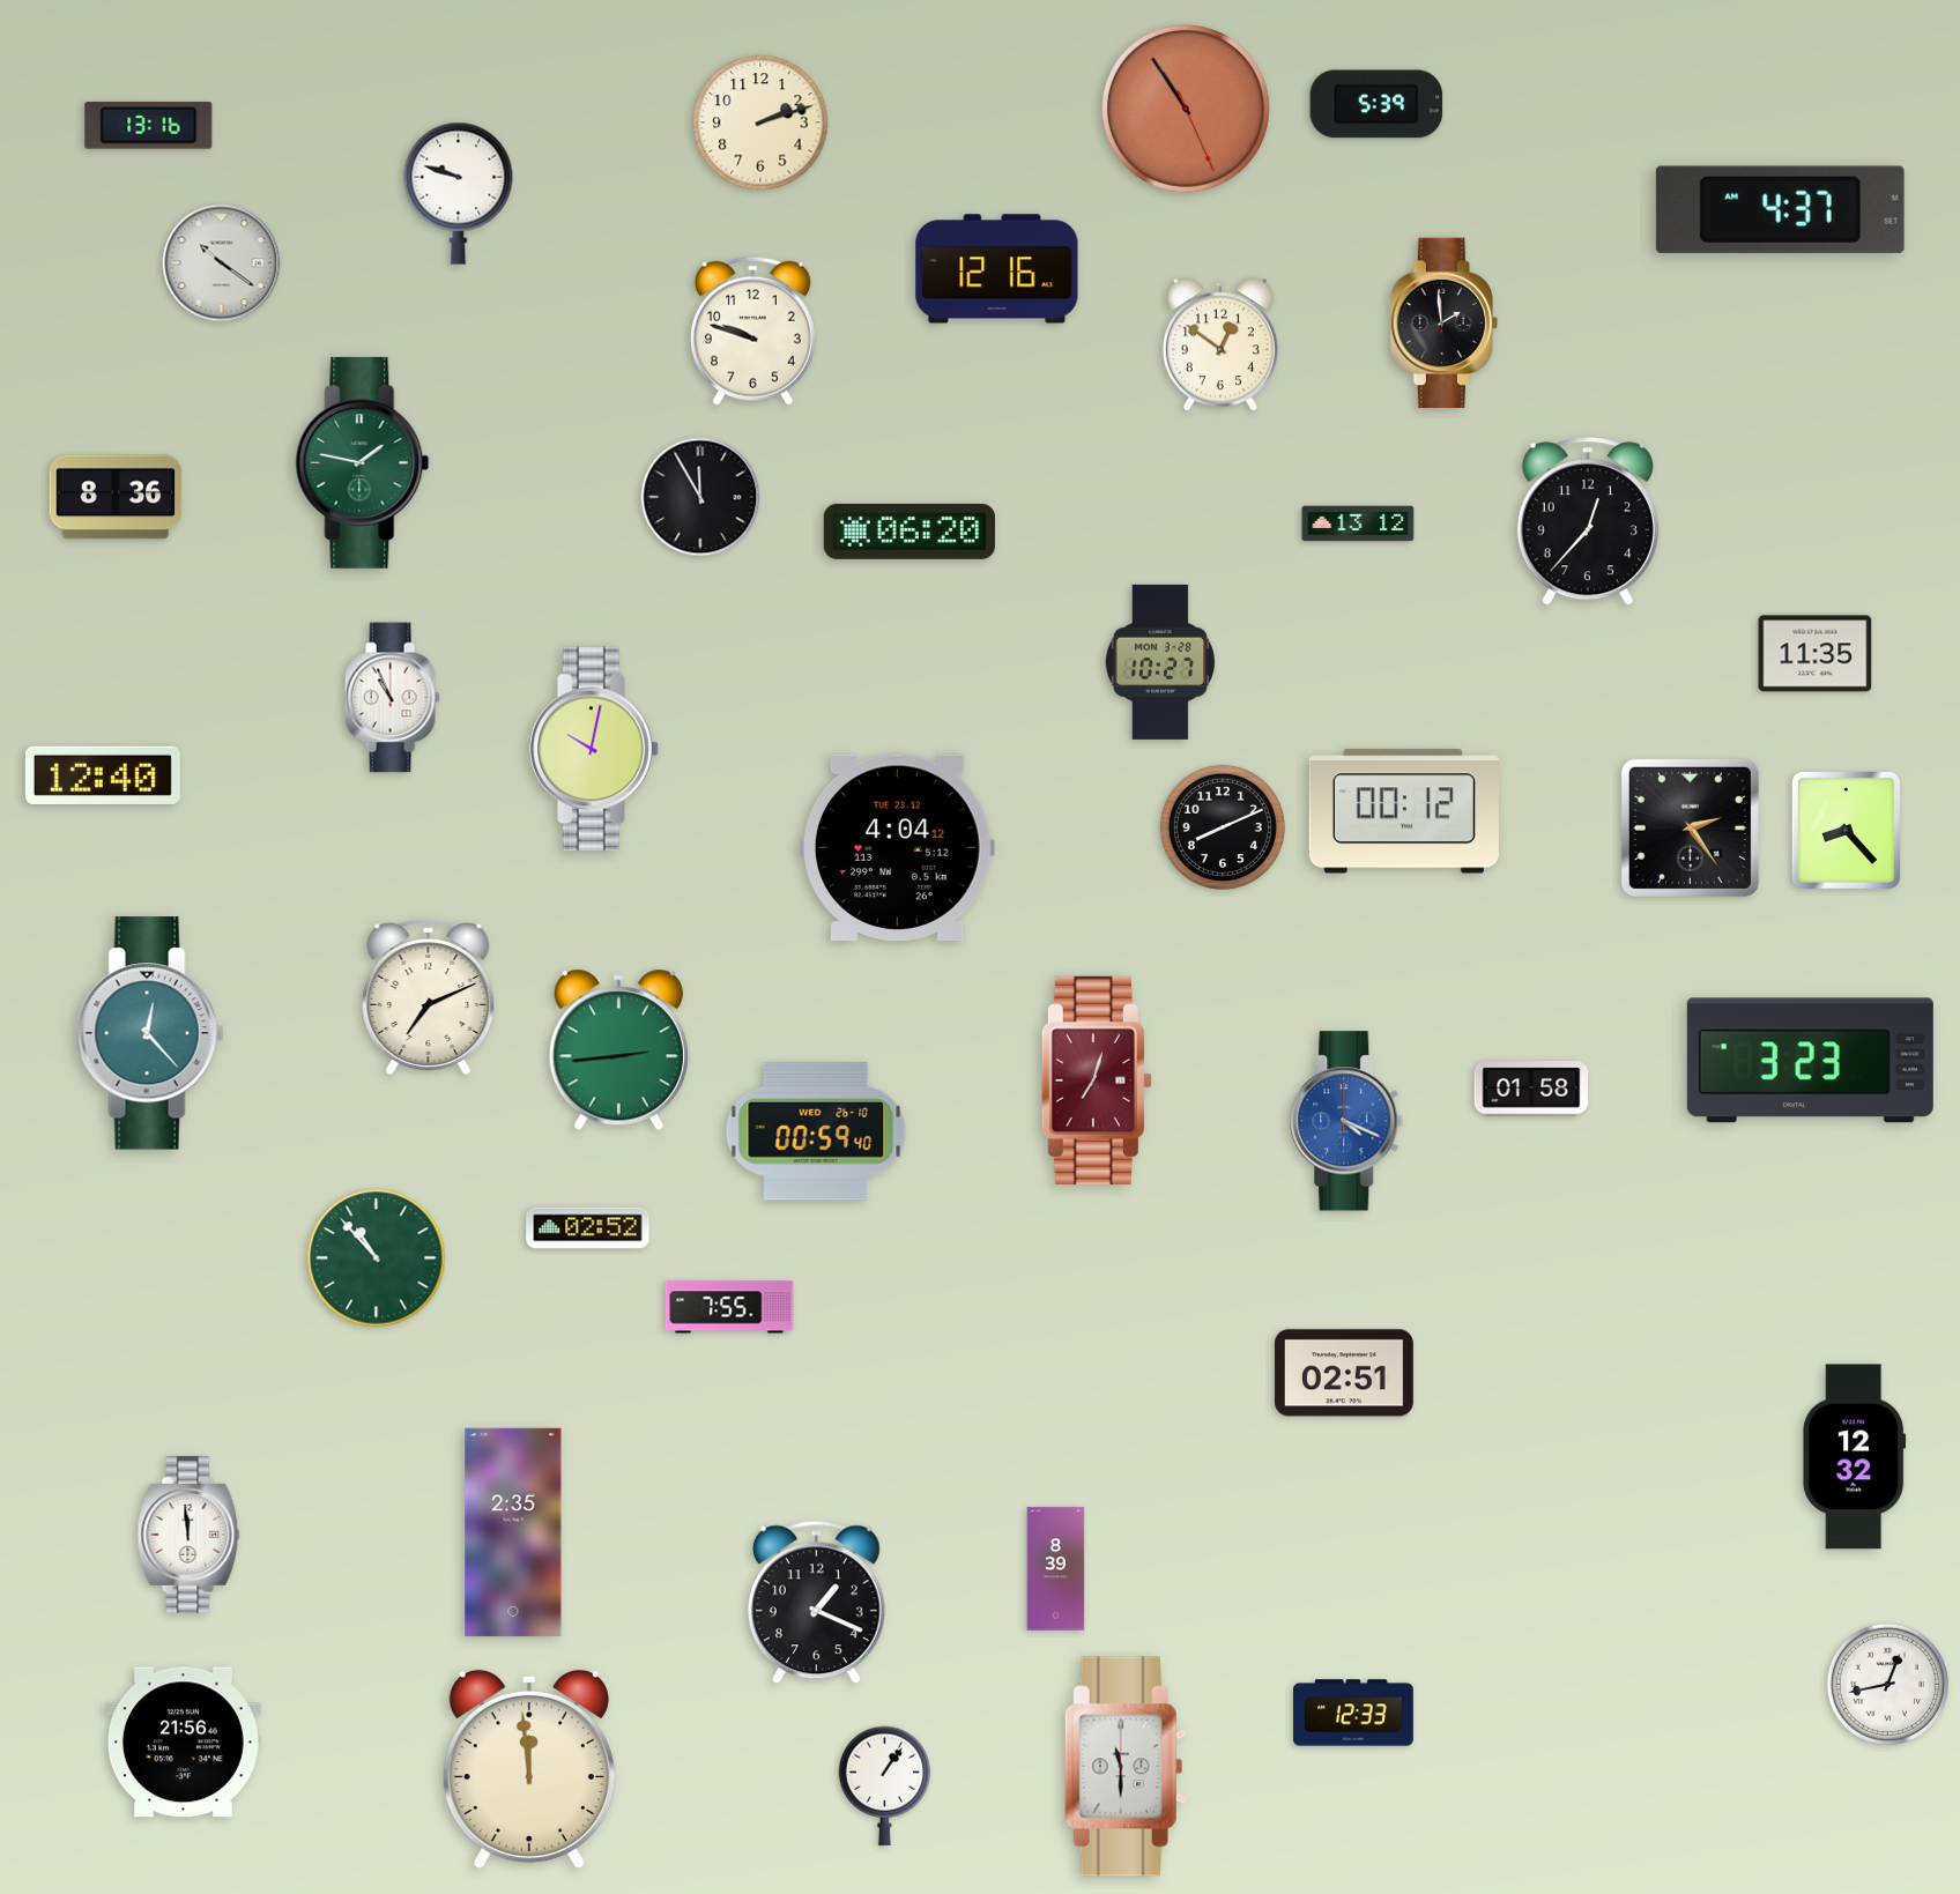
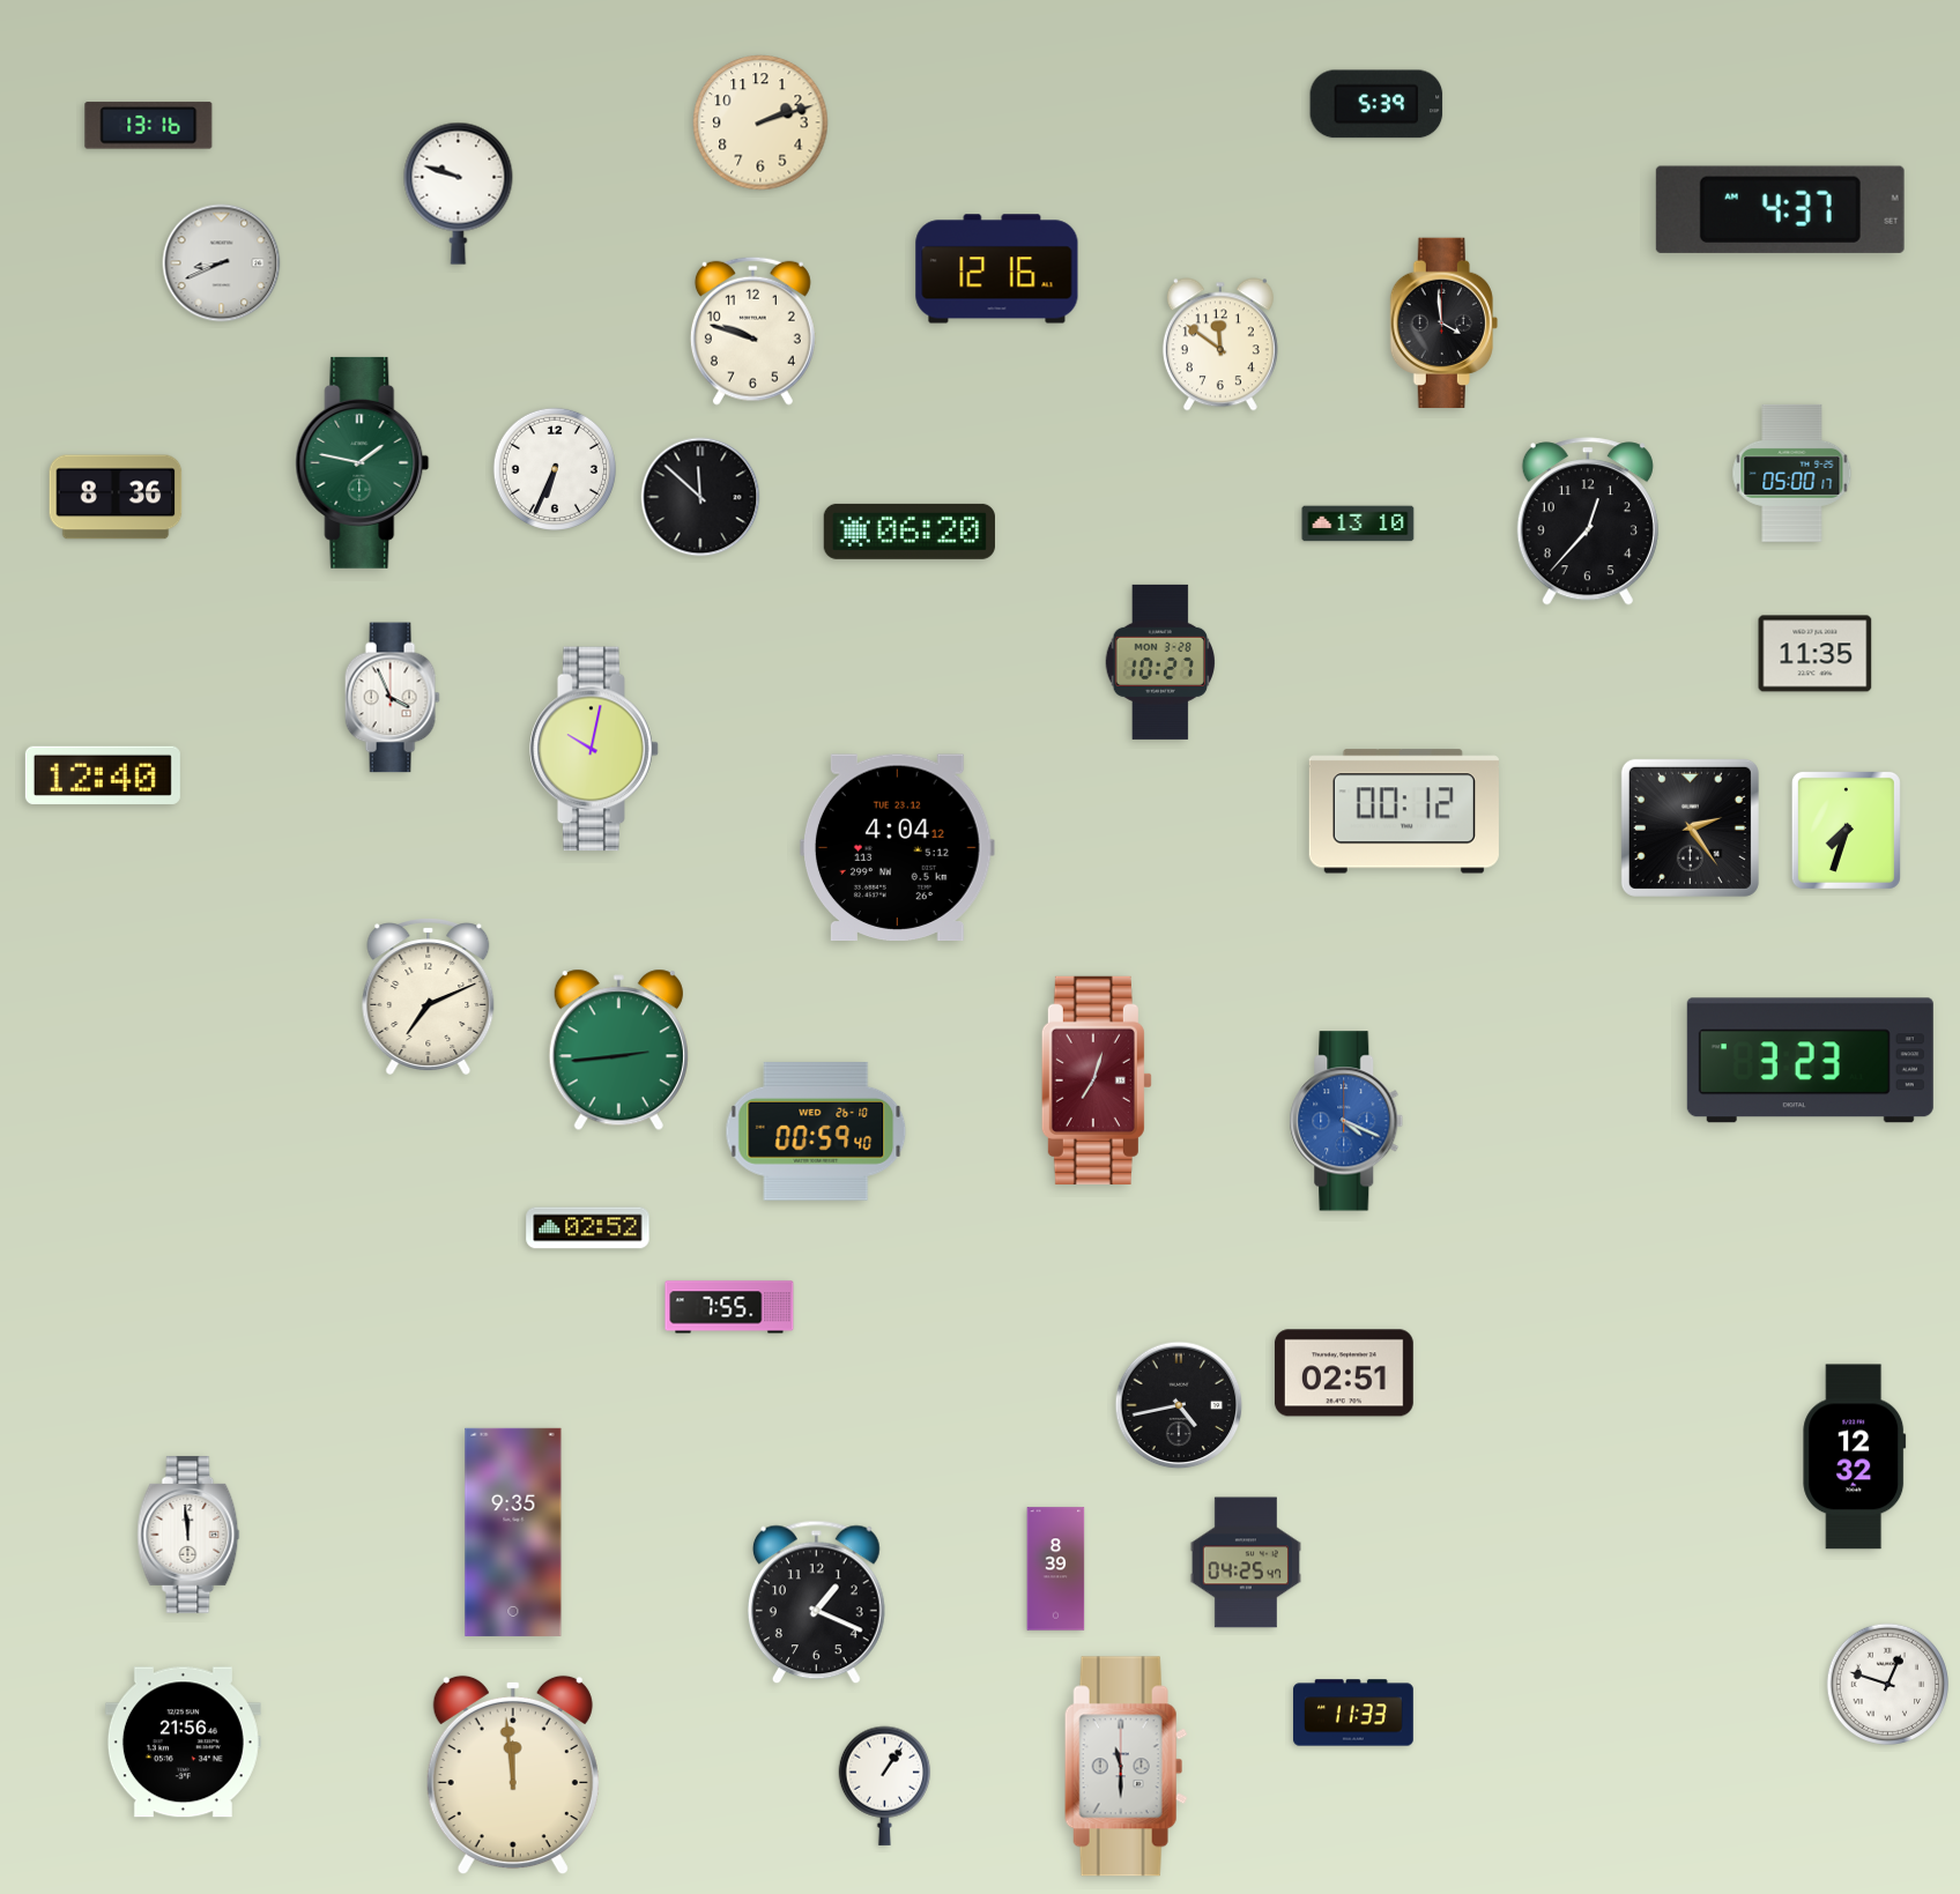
clock at (1187, 110): 10:54 -> none
clock at (222, 263): 10:21 -> 8:41
clock at (1443, 324): 1:59 -> 3:59
clock at (1220, 344): 12:51 -> 11:51
clock at (555, 469): none -> 6:34
clock at (1792, 473): none -> 05:00
clock at (700, 497): 11:55 -> 11:52
clock at (1358, 523): 13:12 -> 13:10
clock at (392, 698): 10:56 -> 3:56
clock at (1223, 827): 8:11 -> none
clock at (1846, 830): 8:23 -> 7:33
clock at (150, 1033): 12:23 -> none
clock at (1531, 1089): 01:58 -> none
clock at (377, 1258): 10:53 -> none
clock at (1179, 1405): none -> 4:43
clock at (513, 1532): 2:35 -> 9:35
clock at (1246, 1562): none -> 04:25
clock at (1887, 1684): 12:43 -> 12:48
clock at (1354, 1713): 12:33 -> 11:33
clock at (529, 1769) position: (529, 1769) -> (513, 1775)
